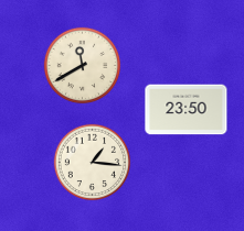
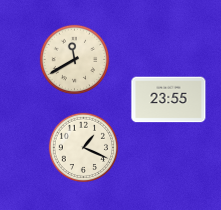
clock at (187, 110): 23:50 -> 23:55
clock at (93, 163): 1:16 -> 1:19
